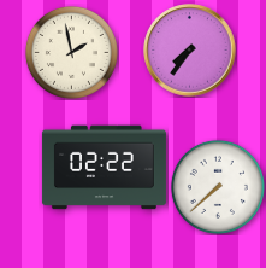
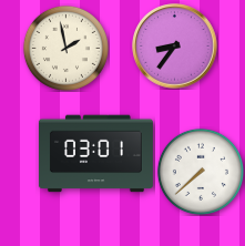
clock at (190, 51): 7:36 -> 8:36
clock at (104, 168): 02:22 -> 03:01
